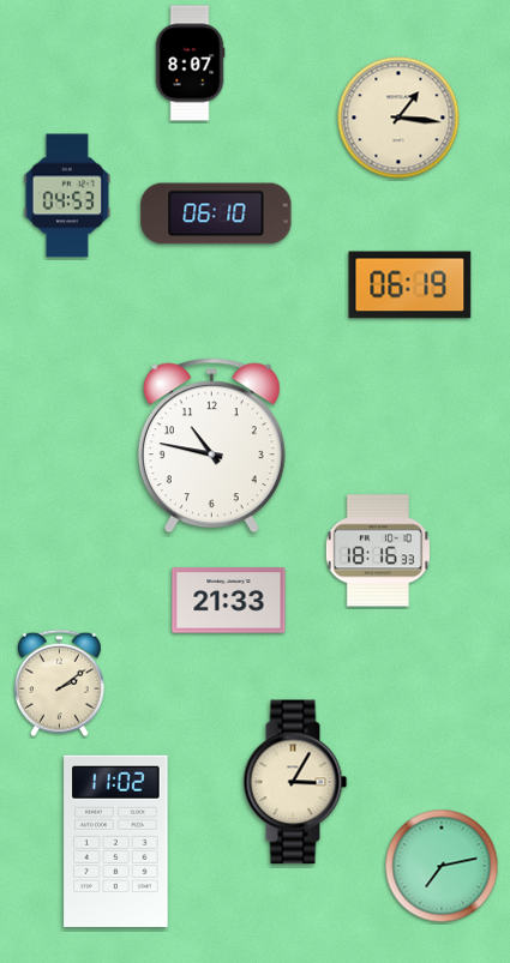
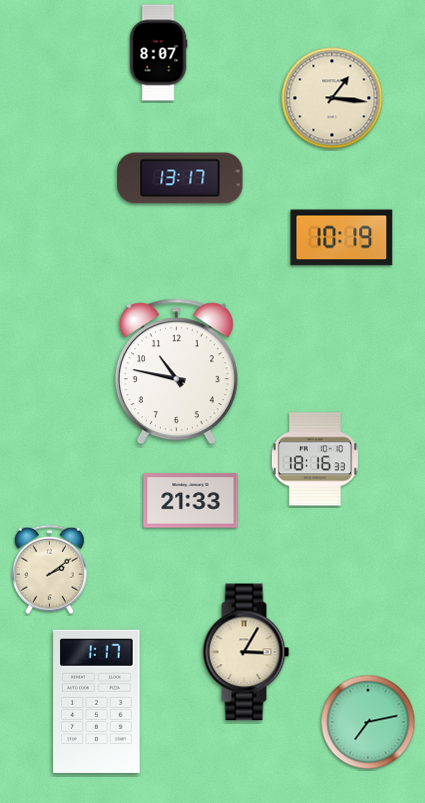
clock at (67, 195): 04:53 -> none
clock at (216, 213): 06:10 -> 13:17
clock at (410, 285): 06:19 -> 10:19
clock at (116, 841): 11:02 -> 1:17
